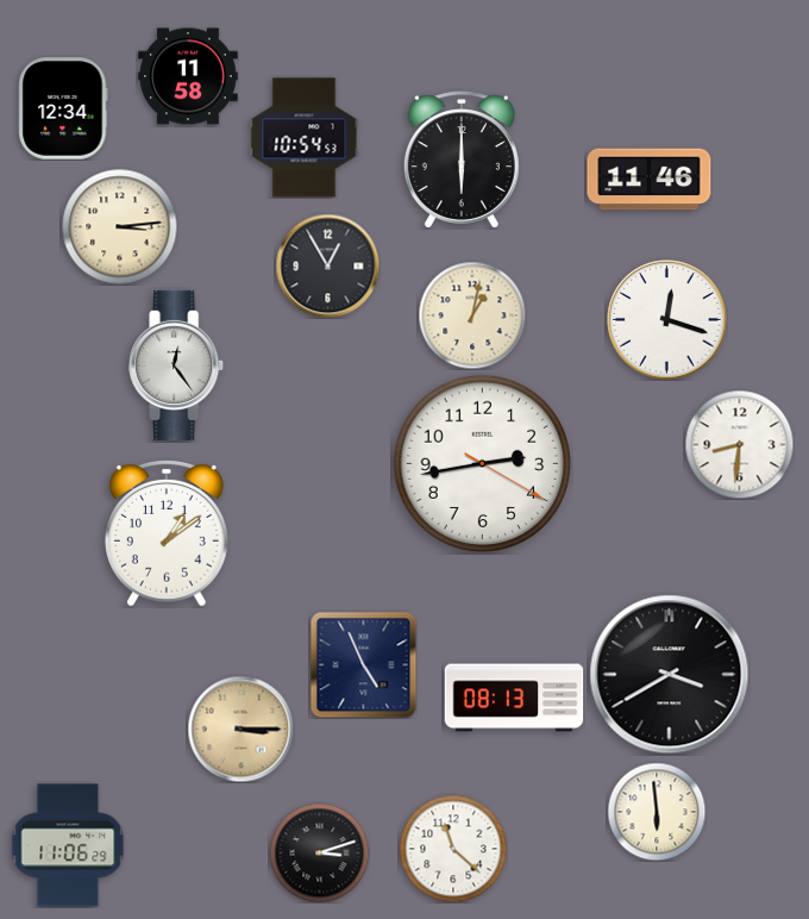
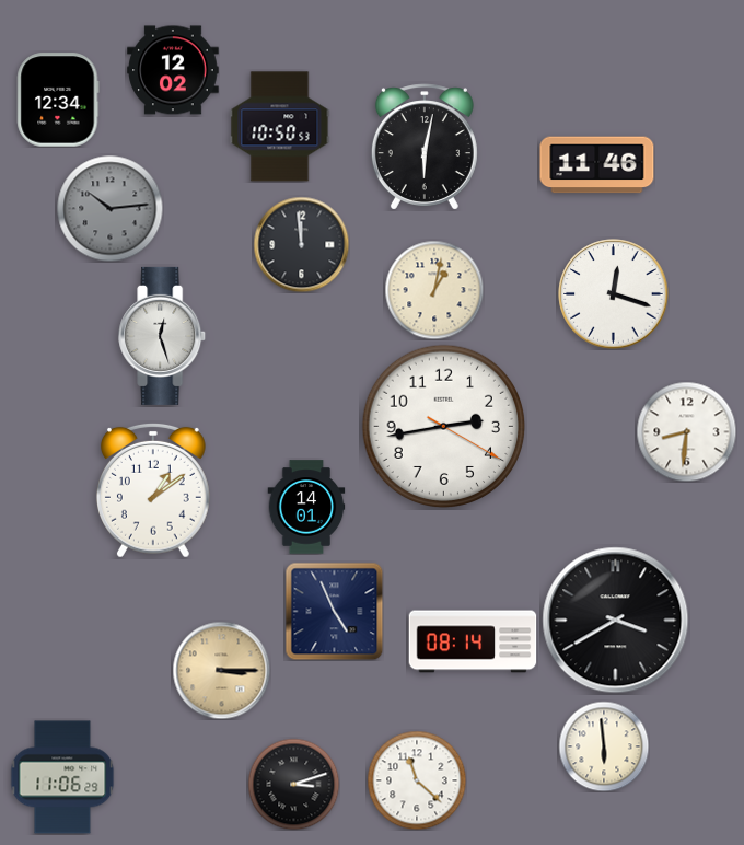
clock at (188, 76): 11:58 -> 12:02
clock at (305, 138): 10:54 -> 10:50
clock at (462, 160): 6:00 -> 6:02
clock at (119, 226): 3:14 -> 10:14
clock at (119, 226) dial: cream -> grey
clock at (327, 265): 12:55 -> 11:59
clock at (177, 365): 12:24 -> 12:27
clock at (739, 444) position: (739, 444) -> (686, 431)
clock at (306, 507): none -> 14:01
clock at (514, 698): 08:13 -> 08:14
